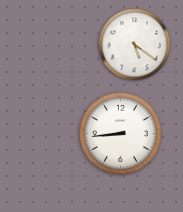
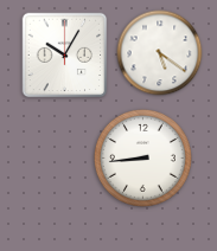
clock at (65, 56): none -> 10:05
